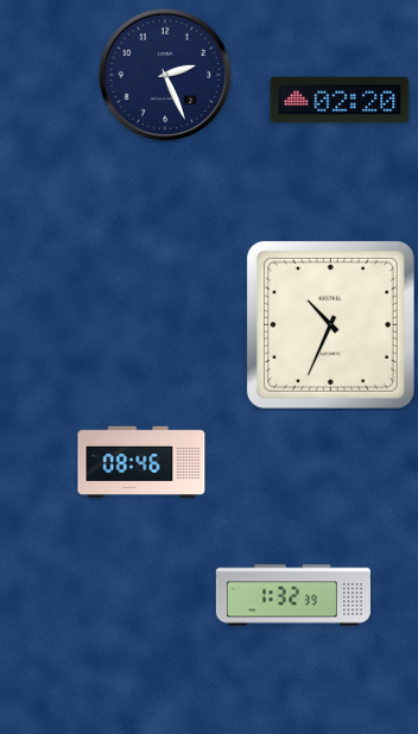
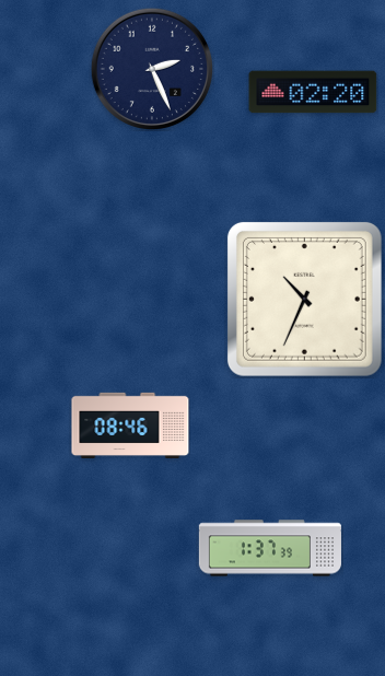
clock at (293, 595): 1:32 -> 1:37
